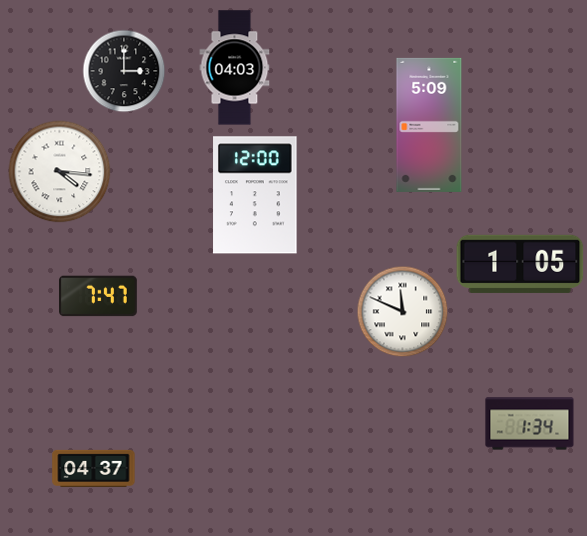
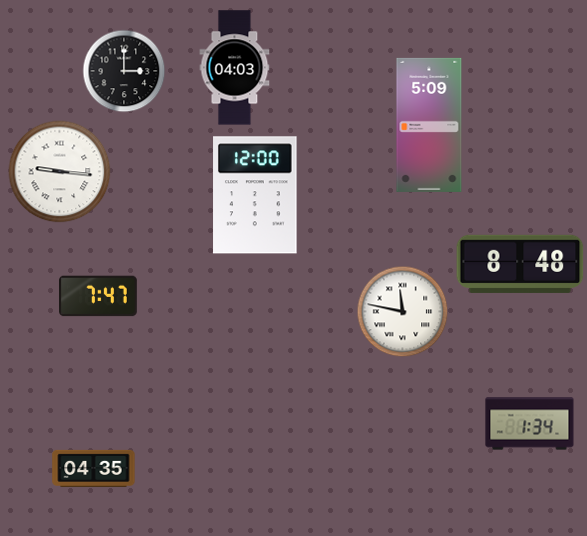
clock at (60, 172): 4:16 -> 9:16
clock at (520, 264): 1:05 -> 8:48
clock at (403, 312): 11:49 -> 11:47
clock at (94, 468): 04:37 -> 04:35
